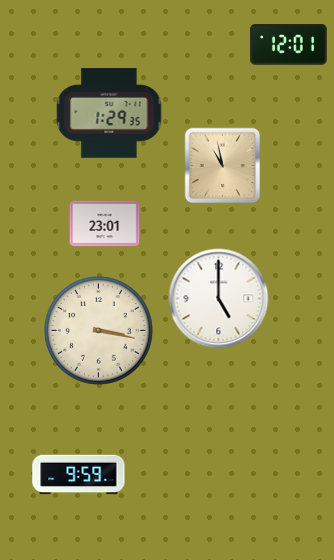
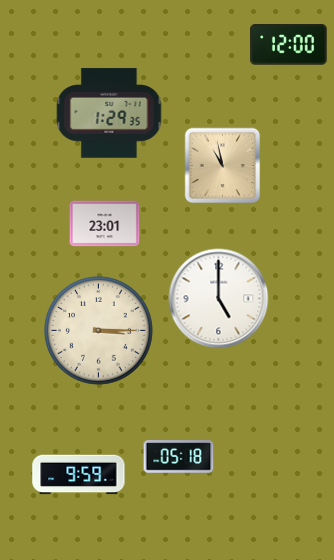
clock at (289, 45): 12:01 -> 12:00
clock at (99, 331): 3:17 -> 3:15
clock at (179, 457): none -> 05:18
